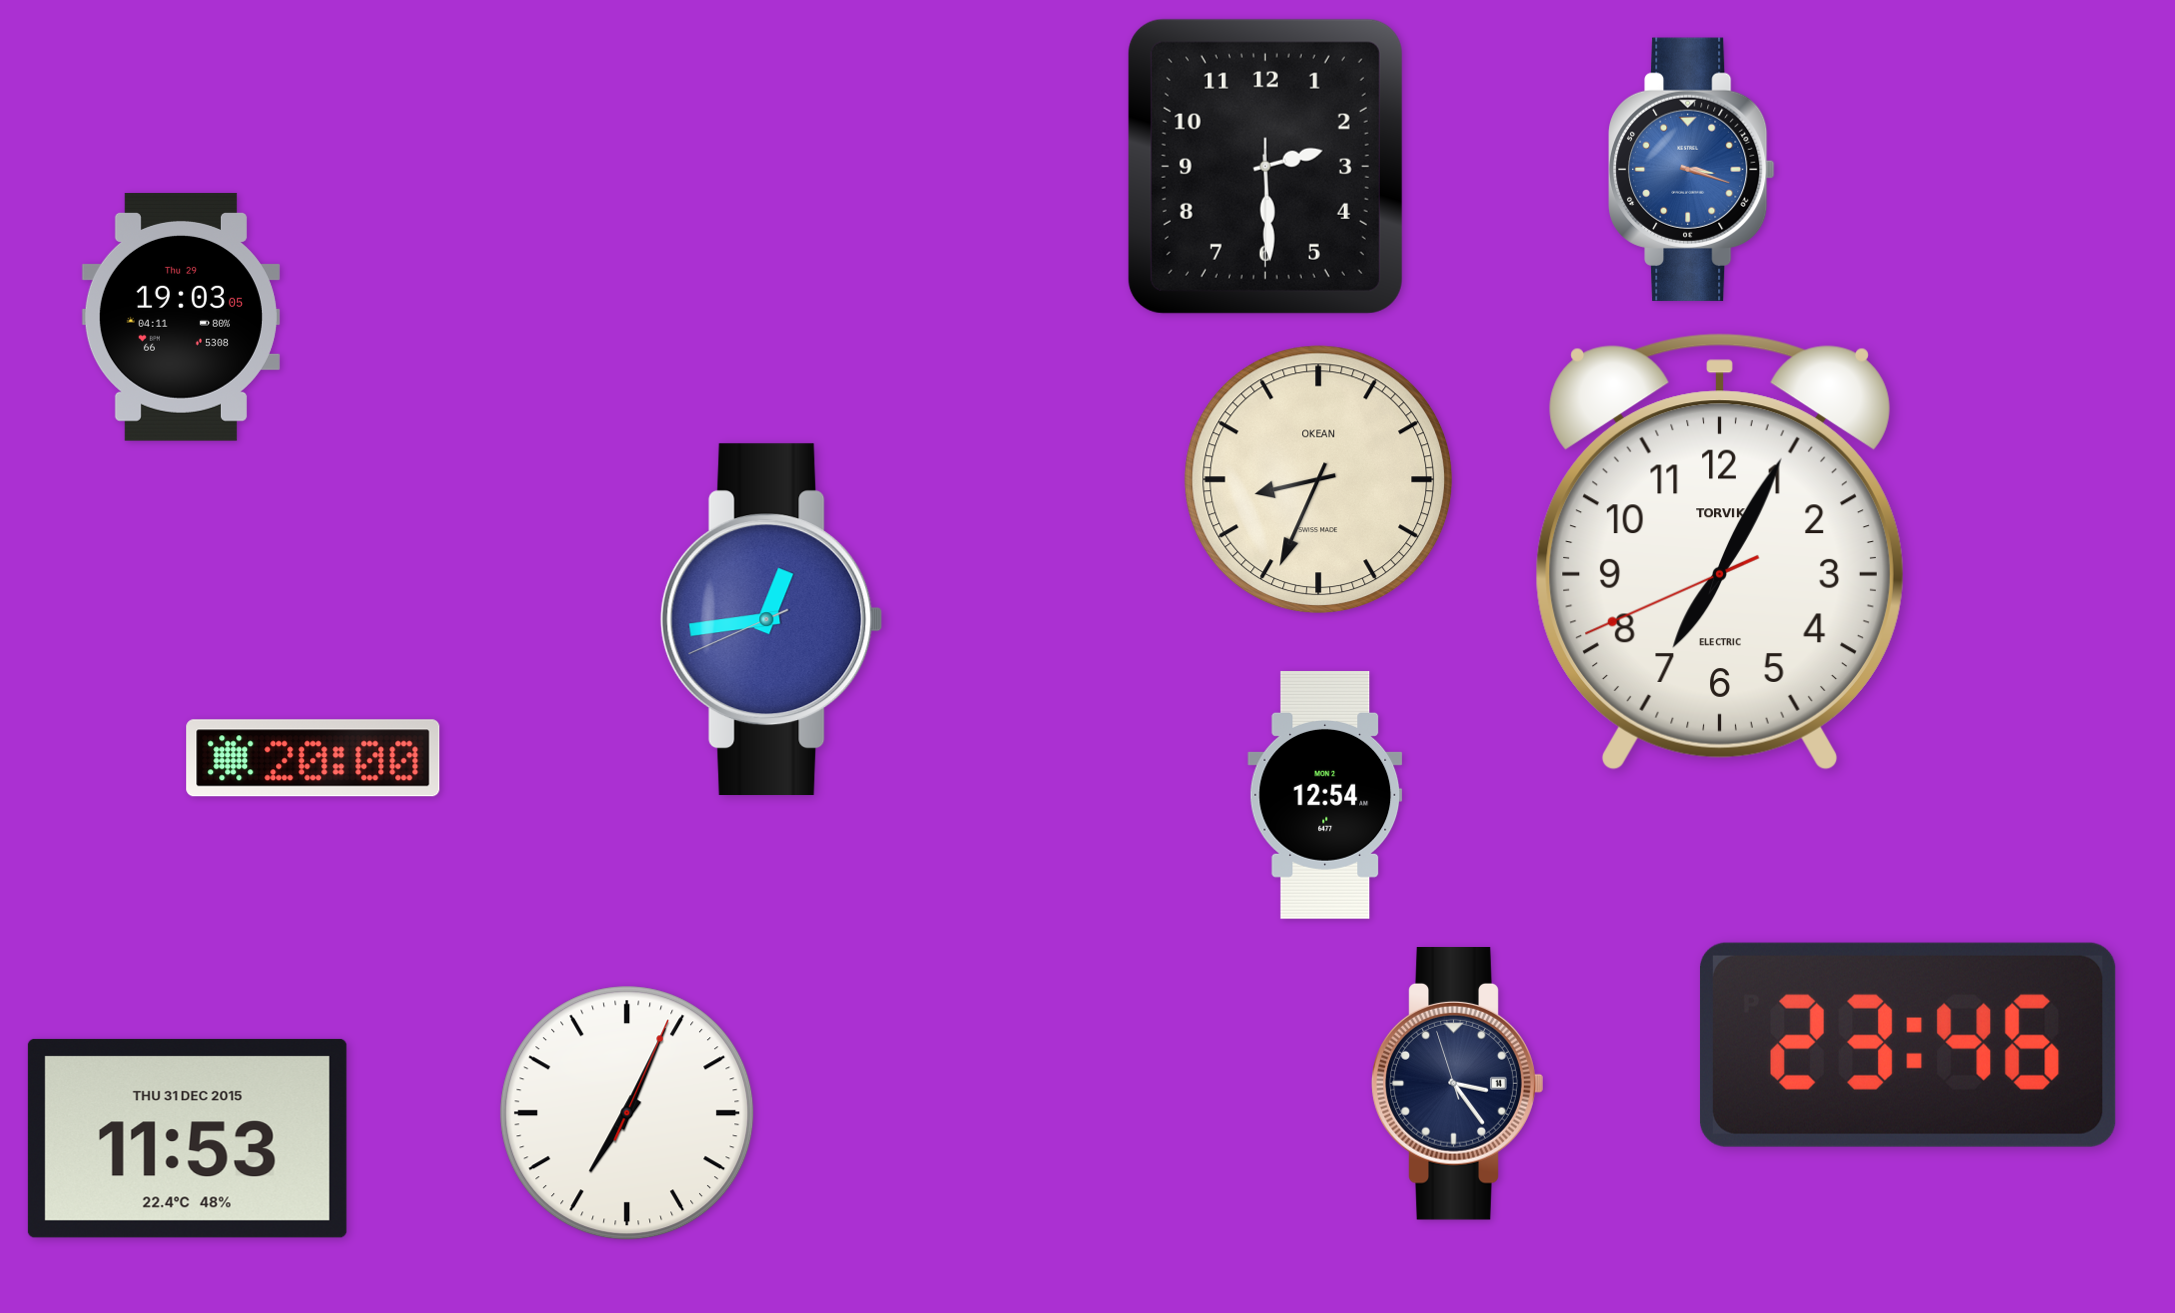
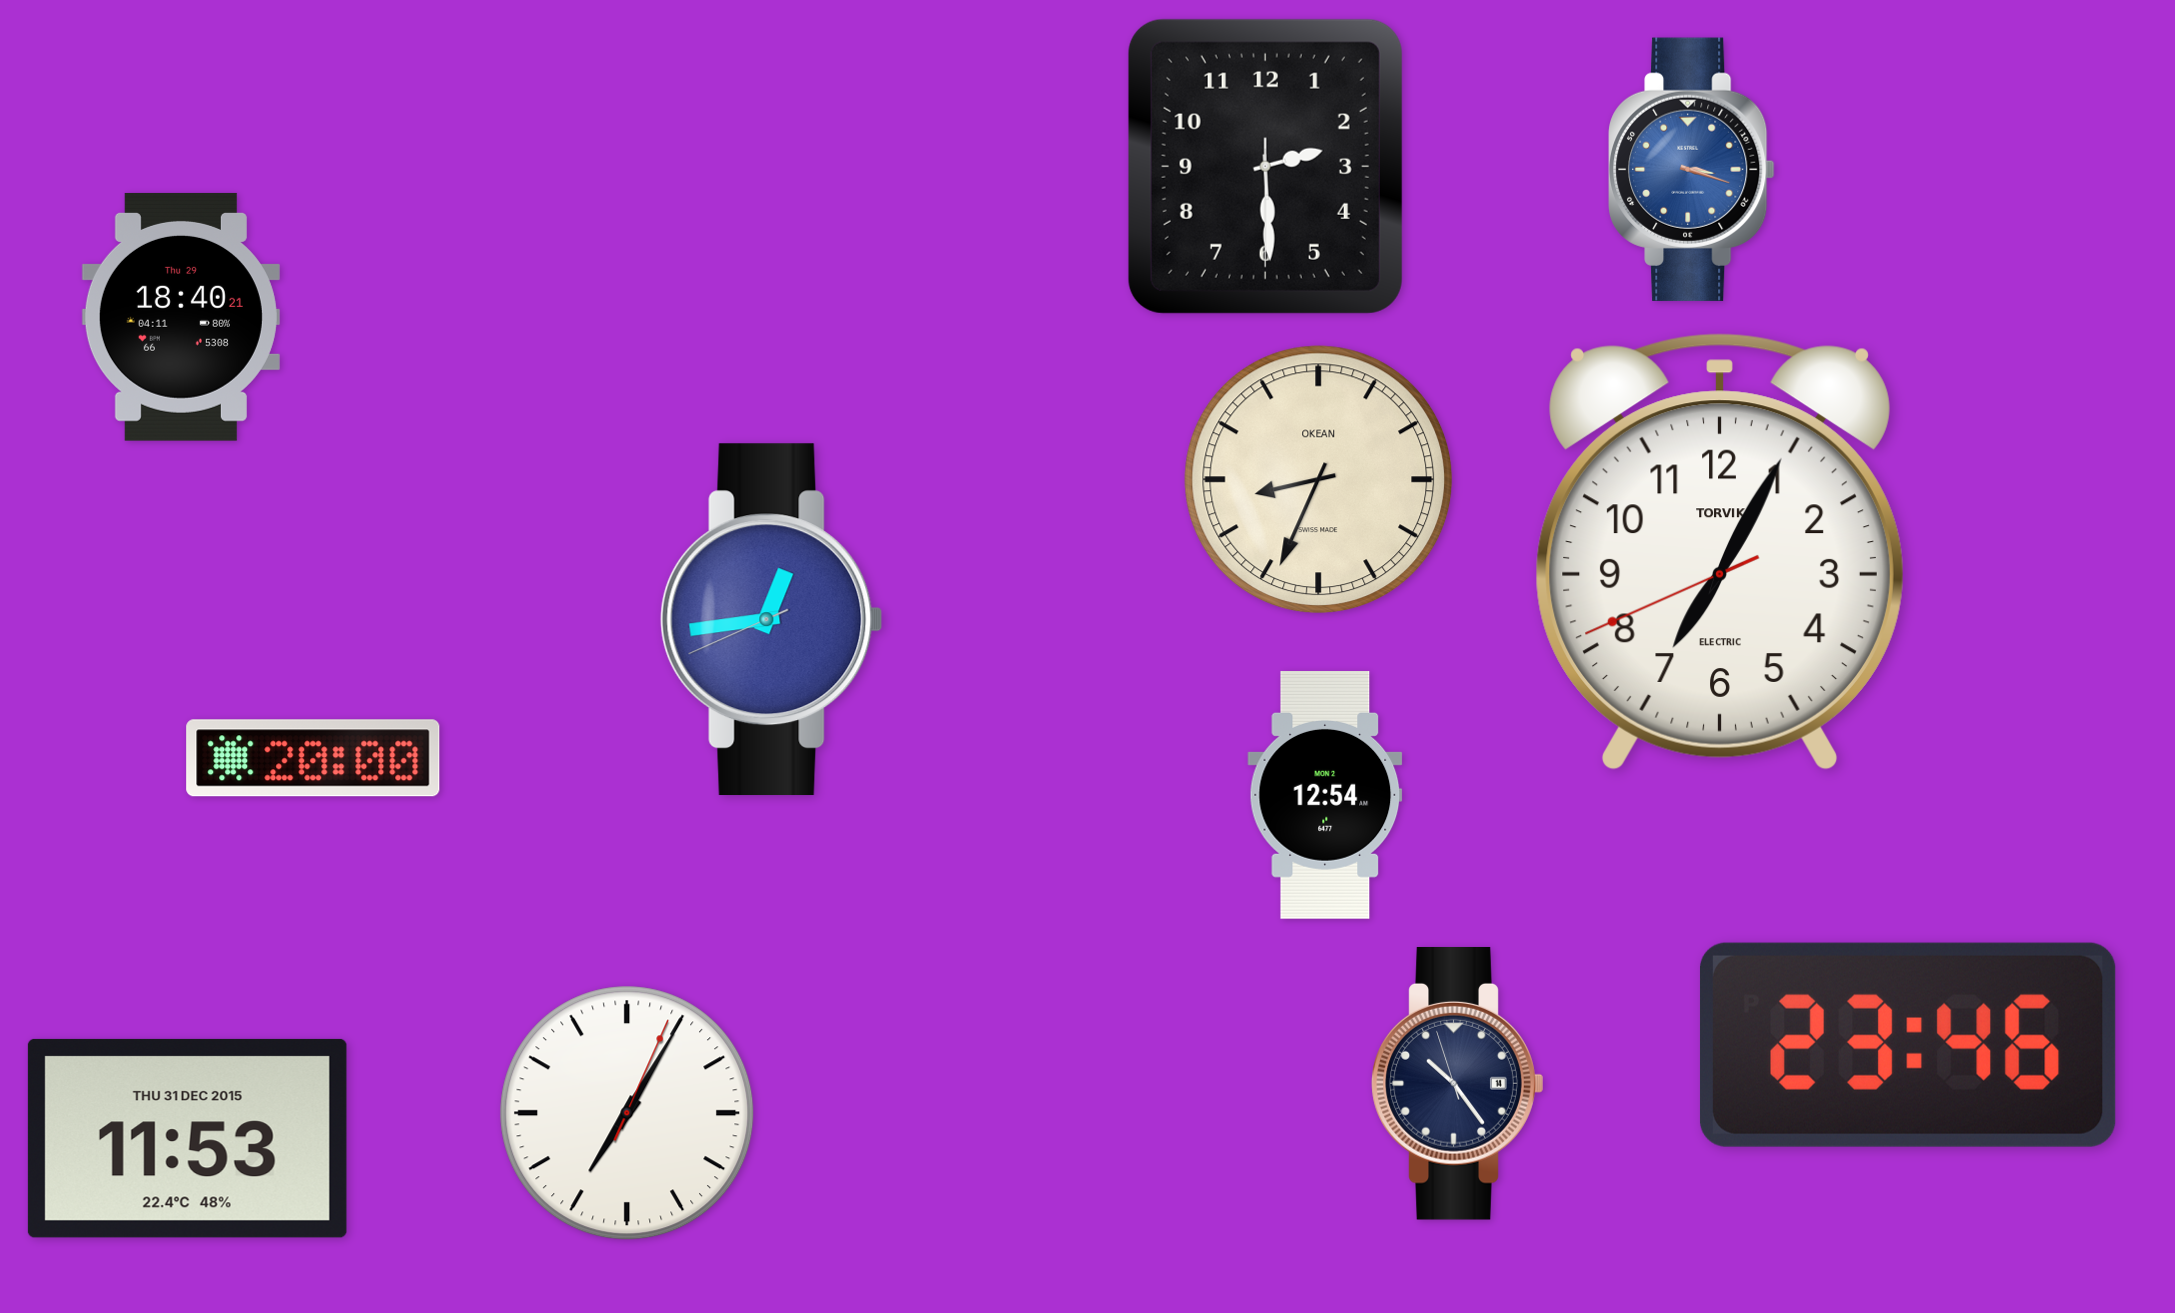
clock at (181, 317): 19:03 -> 18:40
clock at (1458, 1083): 3:23 -> 10:23
clock at (627, 1113): 7:04 -> 7:05
